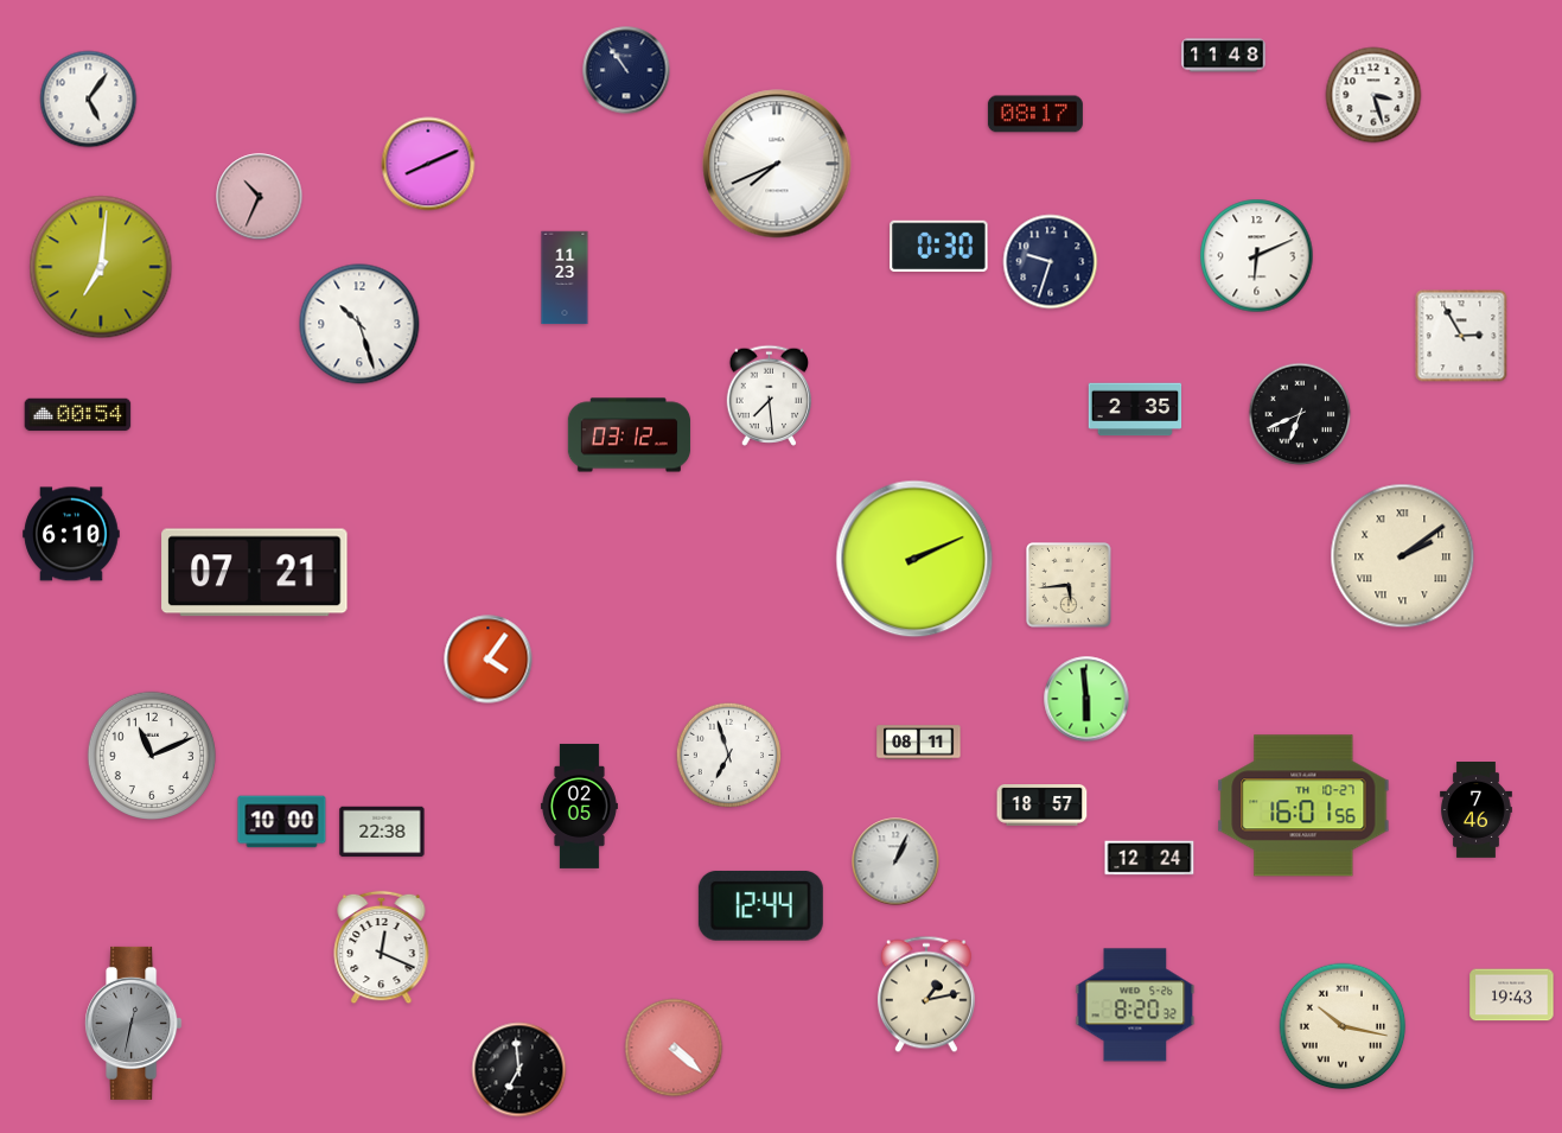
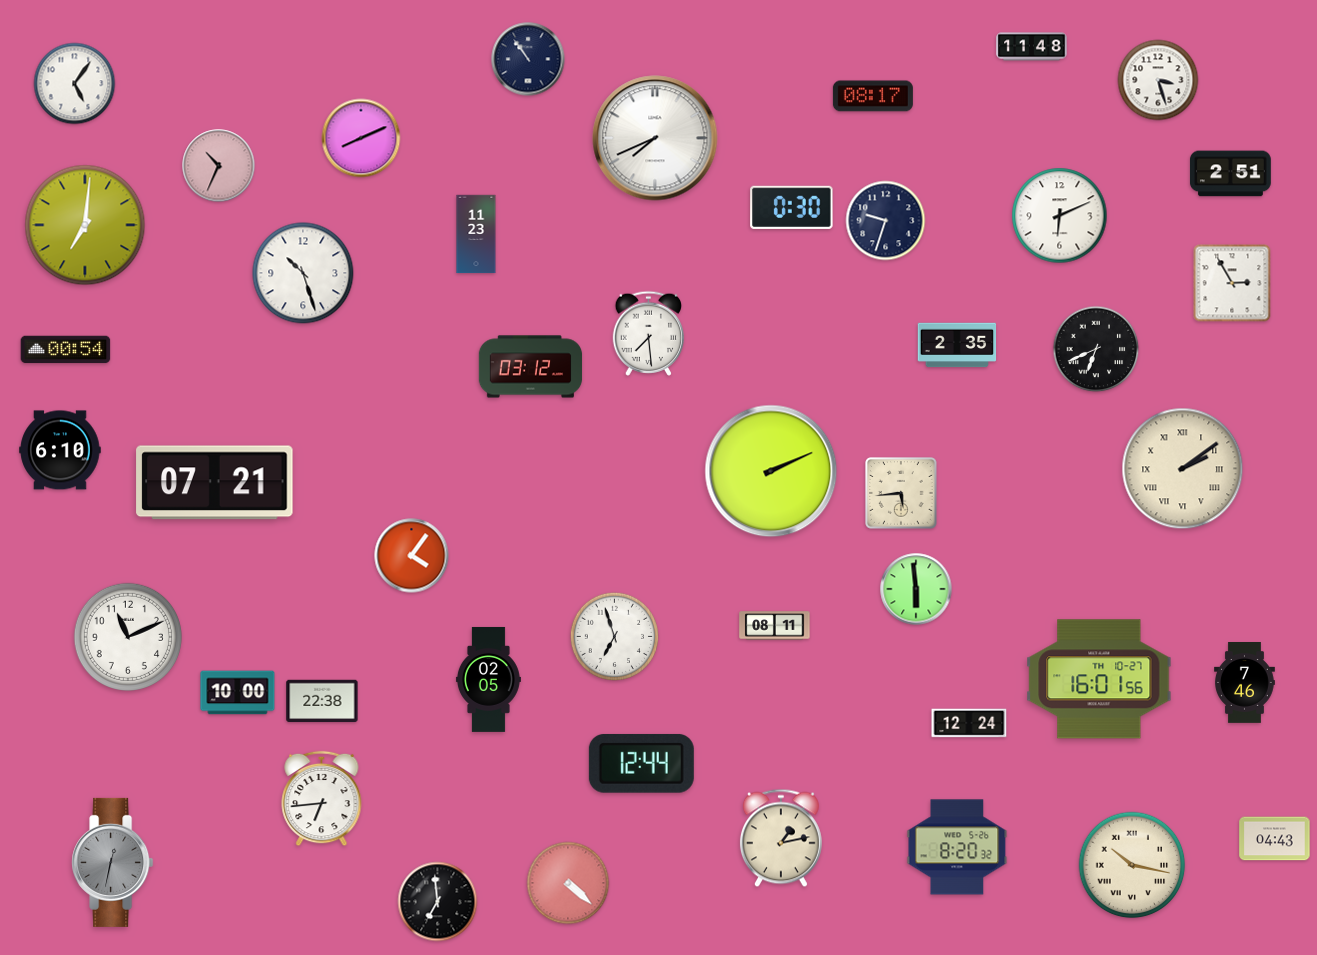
clock at (1230, 174): none -> 2:51
clock at (1043, 806): 18:57 -> none
clock at (895, 861): 1:04 -> none
clock at (382, 948): 12:19 -> 6:44
clock at (1512, 995): 19:43 -> 04:43
